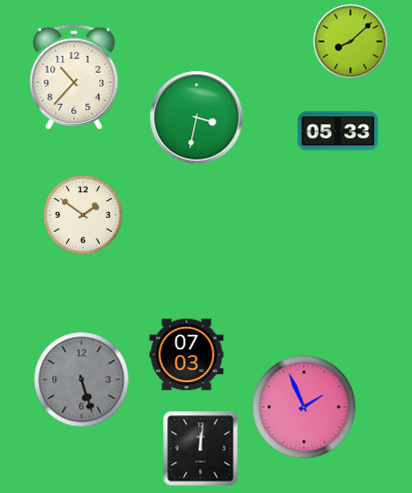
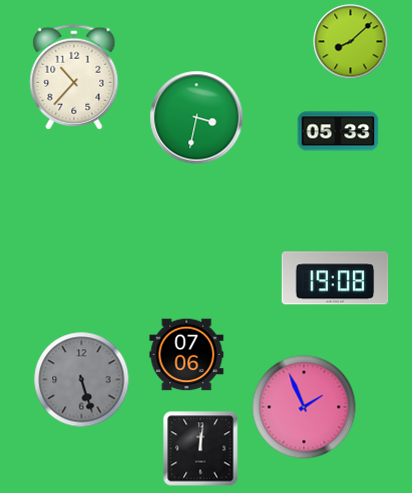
clock at (83, 215): 1:51 -> none
clock at (335, 278): none -> 19:08
clock at (187, 355): 07:03 -> 07:06
